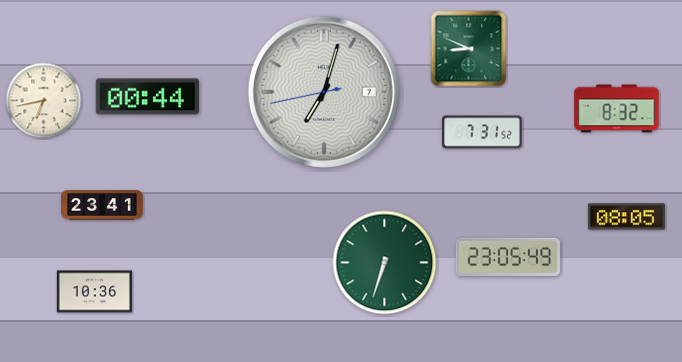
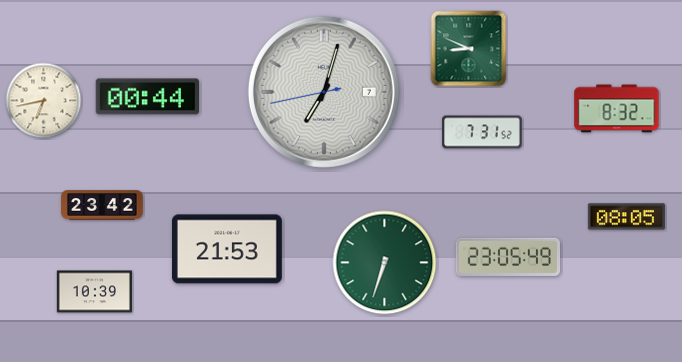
clock at (102, 205): 23:41 -> 23:42
clock at (227, 249): none -> 21:53
clock at (94, 292): 10:36 -> 10:39
